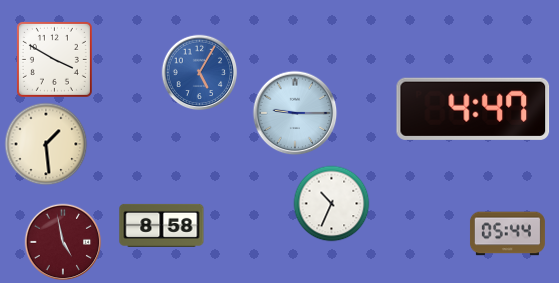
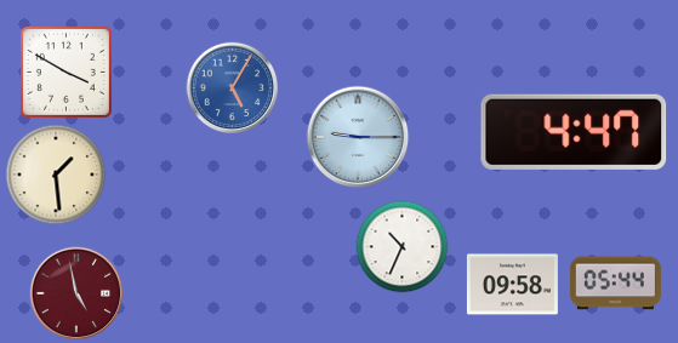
clock at (200, 73) position: (200, 73) -> (233, 88)
clock at (162, 225): 8:58 -> none
clock at (512, 285): none -> 09:58
